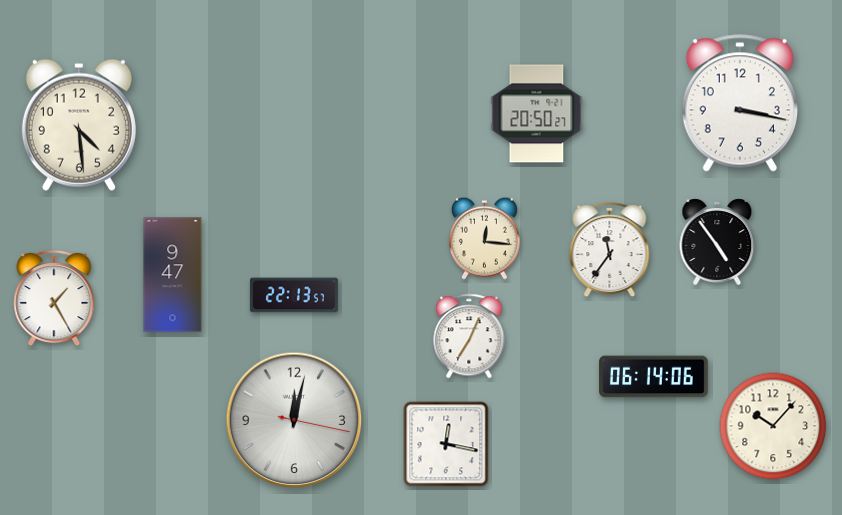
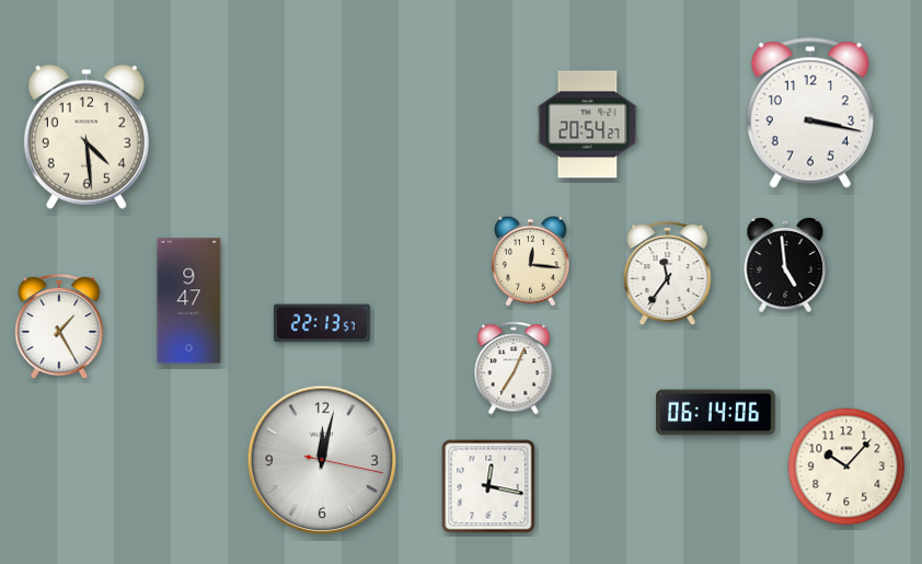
clock at (537, 114): 20:50 -> 20:54
clock at (717, 242): 4:54 -> 4:59
